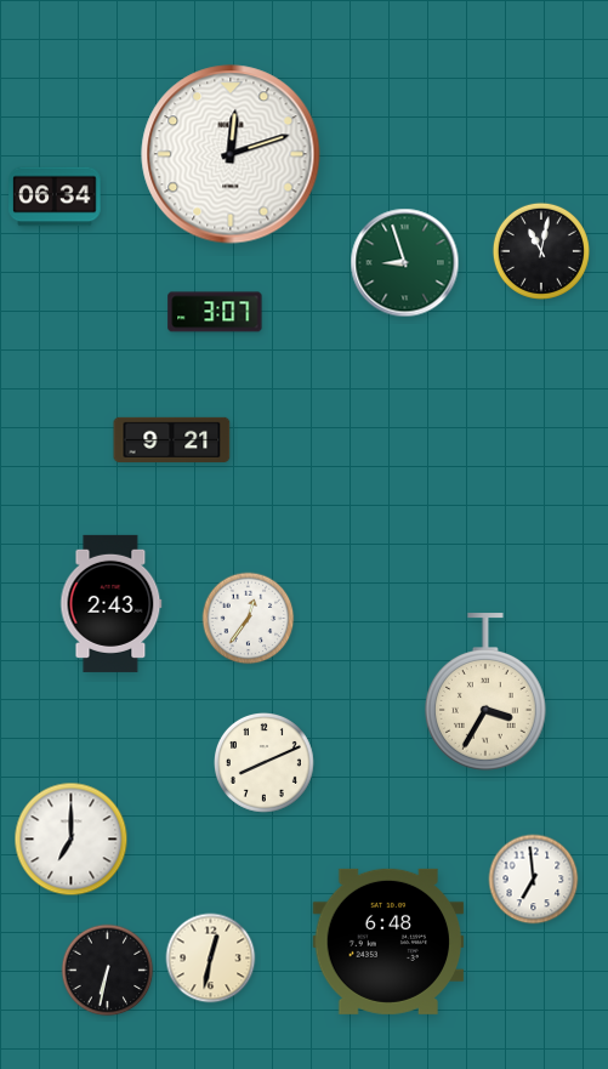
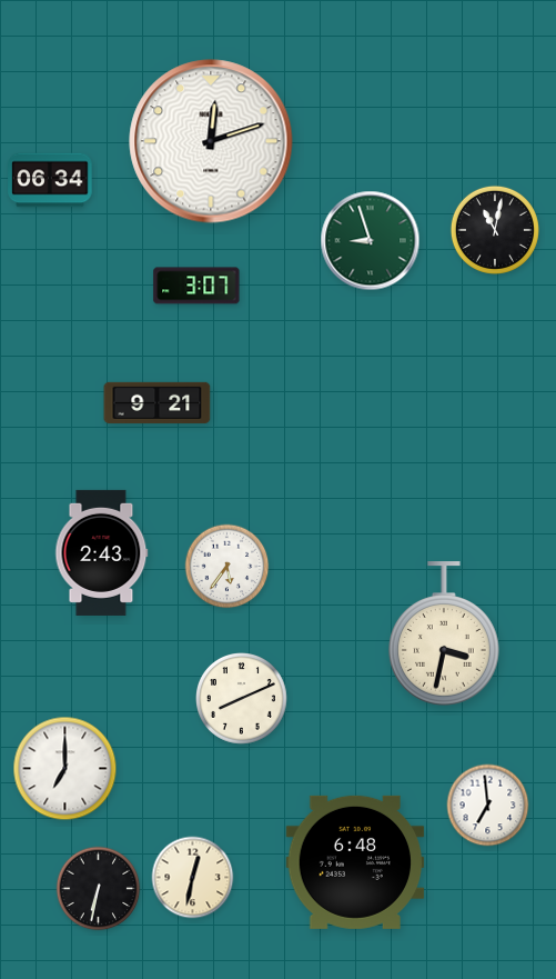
clock at (249, 619): 12:36 -> 5:36
clock at (487, 692): 3:35 -> 3:32
